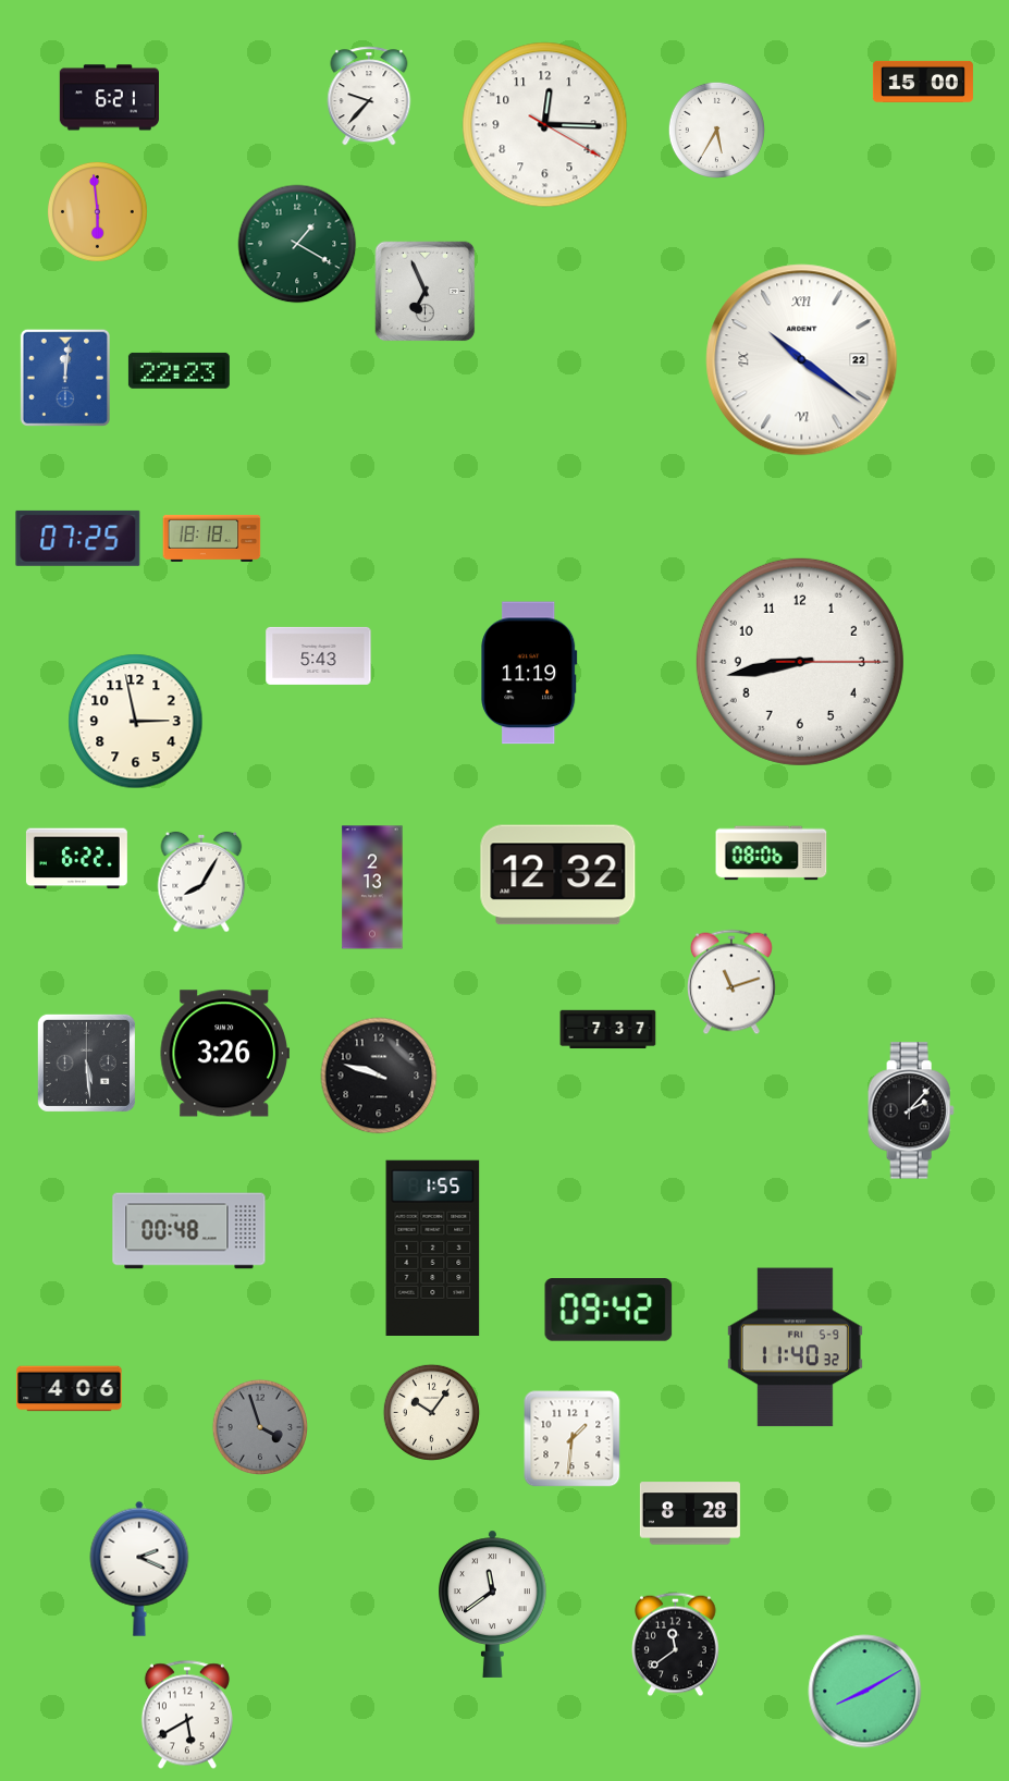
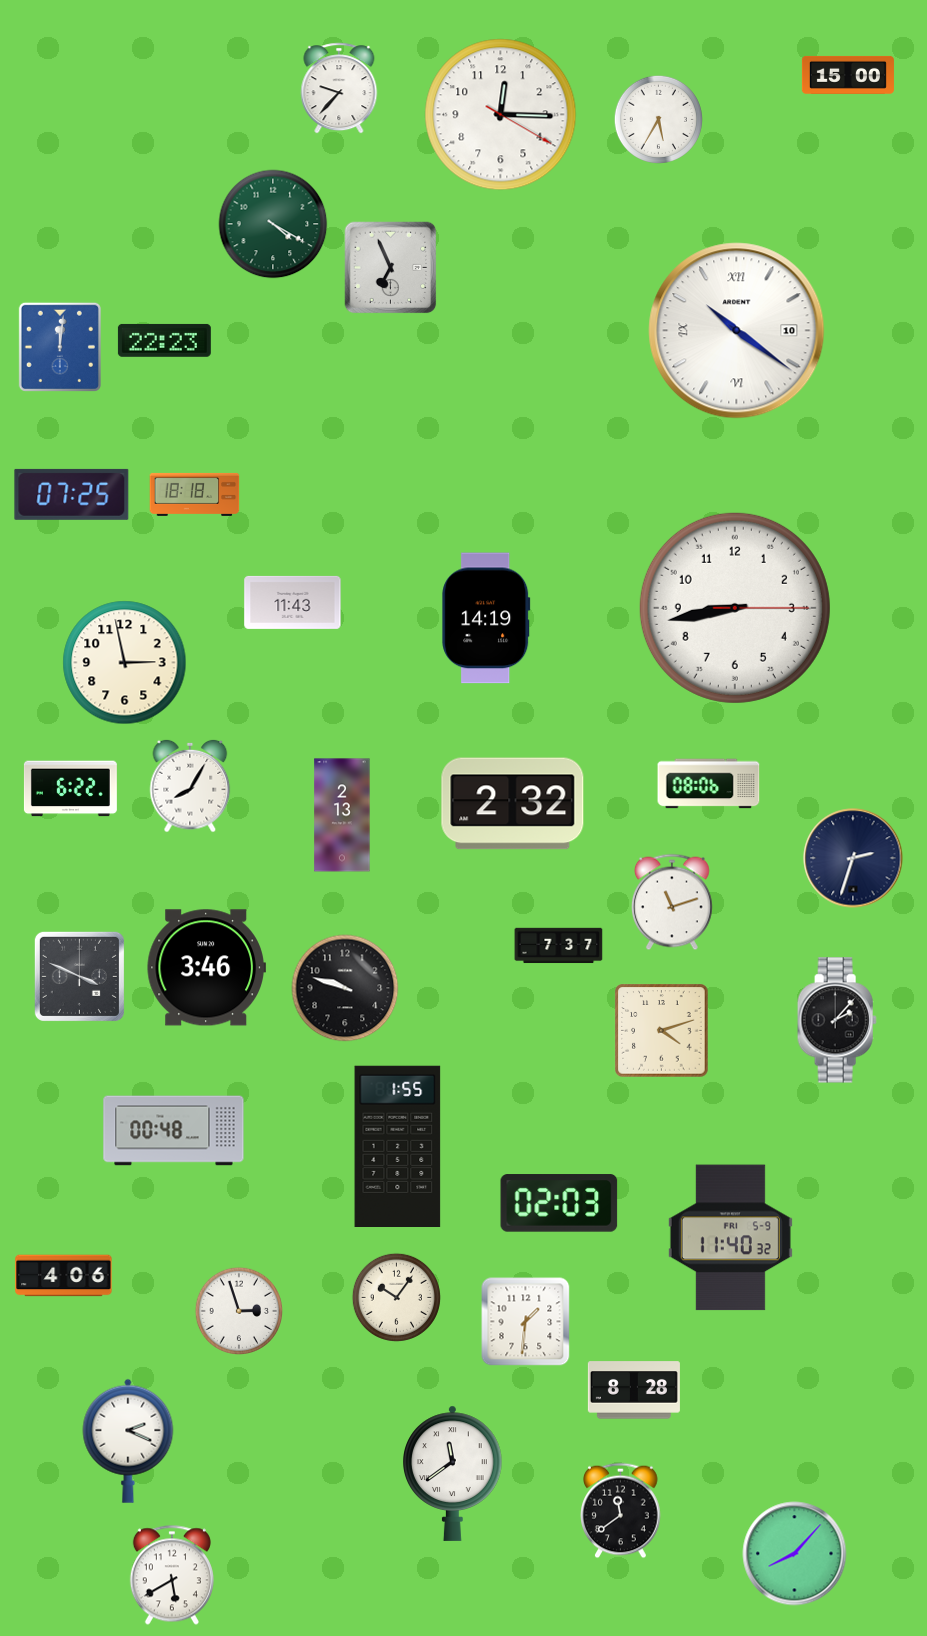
clock at (109, 98): 6:21 -> none
clock at (97, 211): 5:59 -> none
clock at (297, 244): 1:20 -> 4:20
clock at (802, 360) date: 22 -> 10
clock at (319, 655): 5:43 -> 11:43
clock at (529, 673): 11:19 -> 14:19
clock at (558, 875): 12:32 -> 2:32
clock at (201, 882) position: (201, 882) -> (190, 786)
clock at (853, 858): none -> 2:33
clock at (224, 1054): 3:26 -> 3:46
clock at (86, 1063): 5:29 -> 3:49
clock at (379, 1076) position: (379, 1076) -> (345, 988)
clock at (662, 1031): none -> 4:12
clock at (608, 1310): 09:42 -> 02:03
clock at (259, 1426): 3:57 -> 2:57
clock at (259, 1426) dial: grey -> white
clock at (865, 1692): 8:10 -> 8:07
